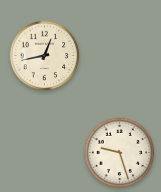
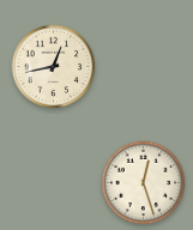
clock at (120, 153): 9:27 -> 12:27
